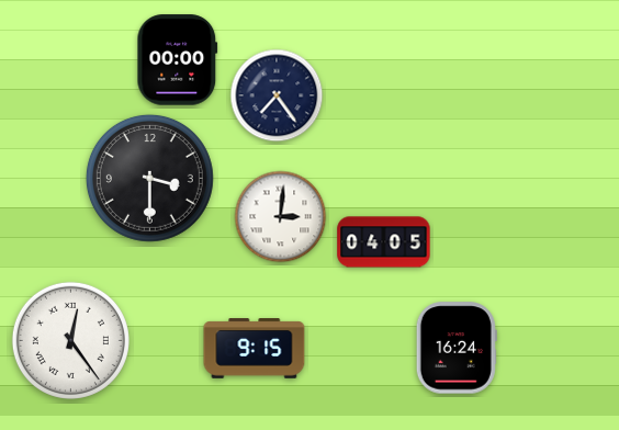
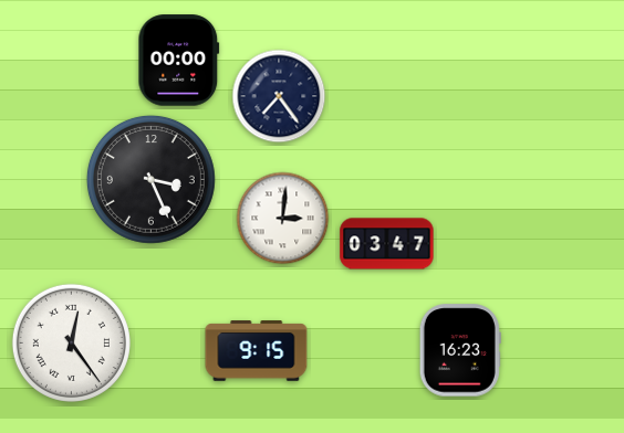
clock at (149, 178): 3:30 -> 3:26
clock at (384, 242): 04:05 -> 03:47
clock at (457, 348): 16:24 -> 16:23
